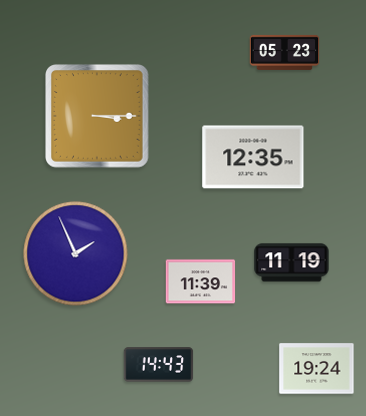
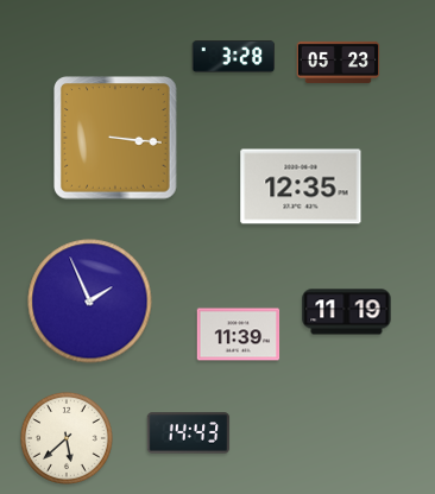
clock at (234, 57): none -> 3:28
clock at (97, 116): 3:15 -> 3:16
clock at (68, 438): none -> 5:38
clock at (317, 369): 19:24 -> none
